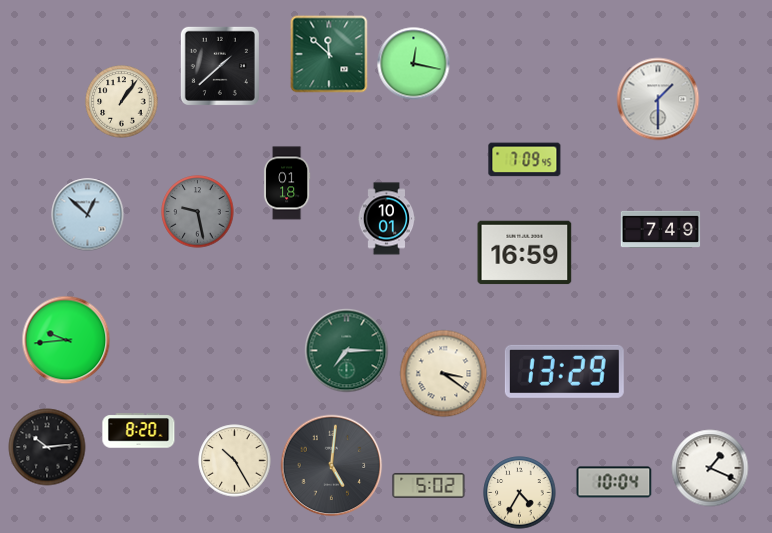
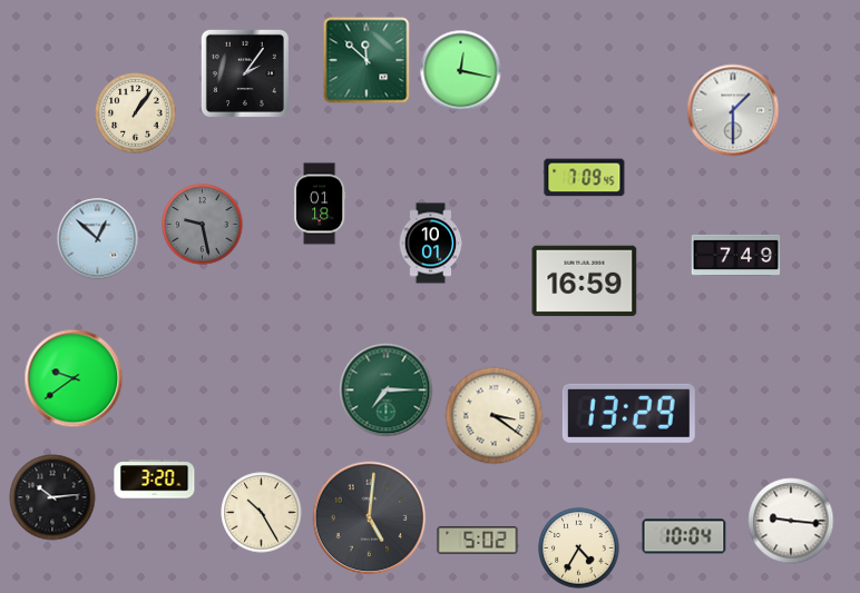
clock at (220, 66): 1:38 -> 2:06
clock at (198, 212) position: (198, 212) -> (203, 225)
clock at (66, 340): 9:44 -> 9:39
clock at (139, 431): 8:20 -> 3:20
clock at (710, 468): 1:19 -> 9:16
